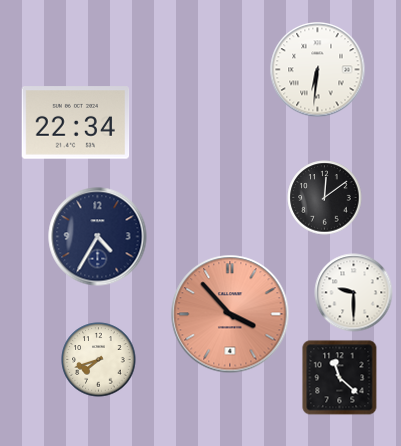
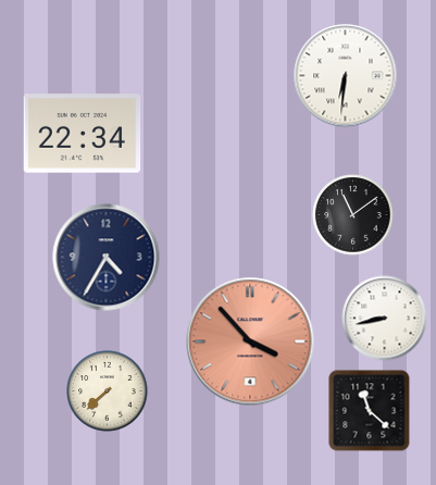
clock at (325, 198): 12:09 -> 11:09
clock at (354, 293): 9:30 -> 8:43
clock at (99, 360): 7:42 -> 7:38
